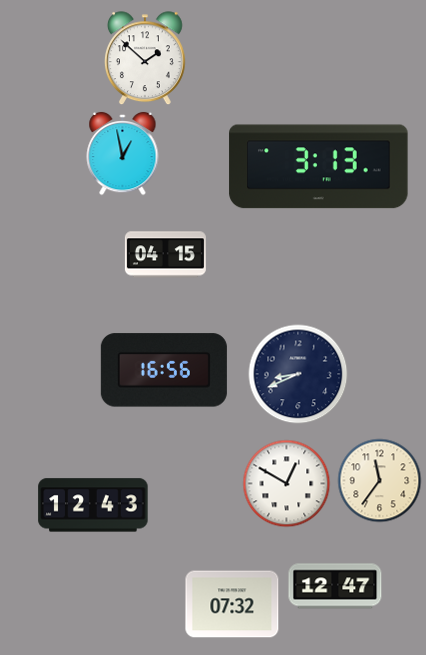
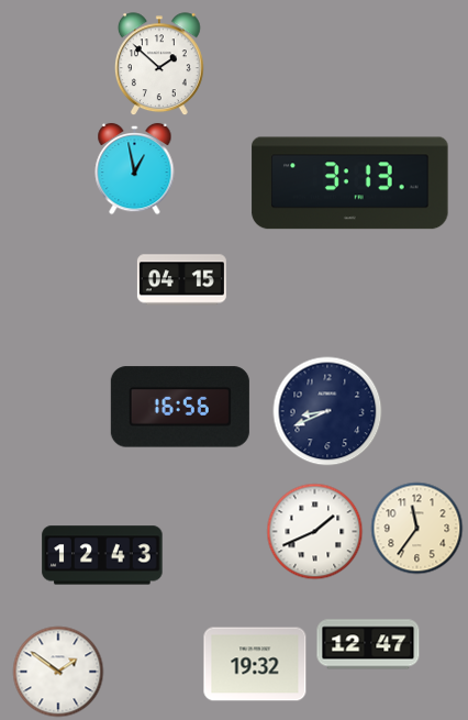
clock at (287, 484): 12:50 -> 1:41
clock at (232, 604): 07:32 -> 19:32
clock at (58, 672): none -> 1:51
